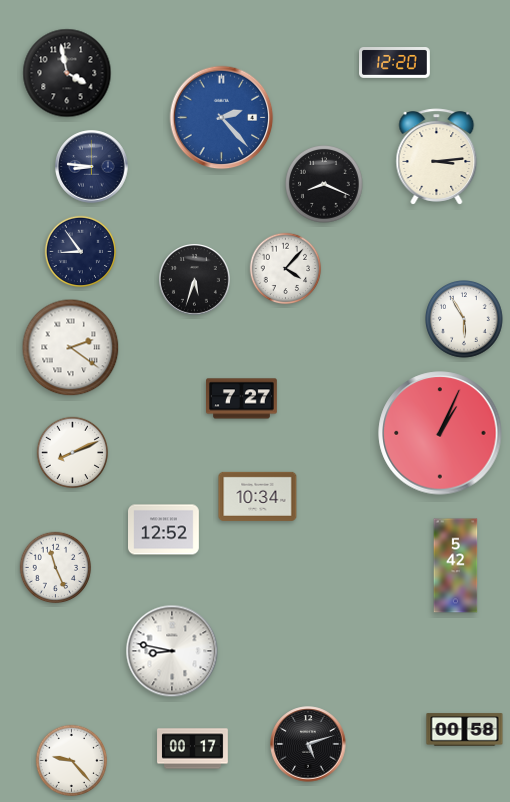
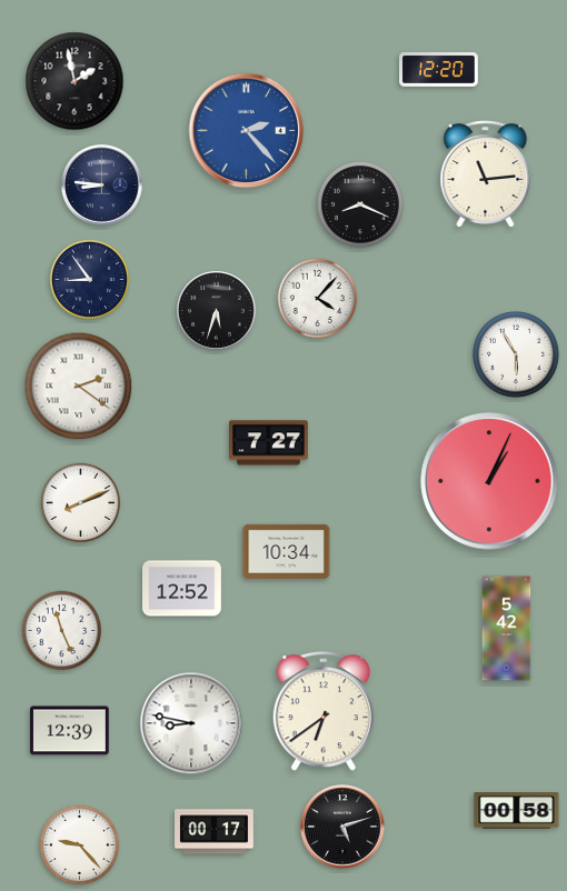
clock at (67, 73): 3:58 -> 1:58
clock at (437, 157): 3:14 -> 11:14
clock at (324, 712): none -> 6:39
clock at (70, 731): none -> 12:39
